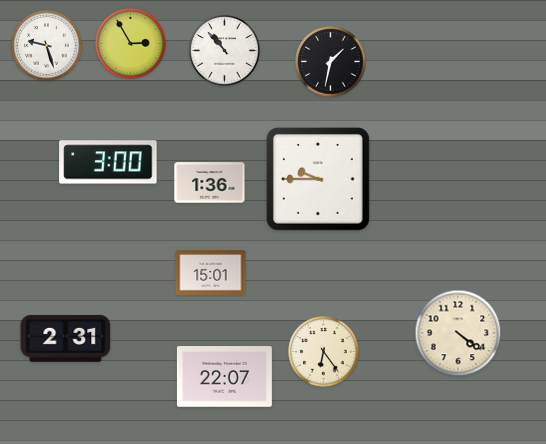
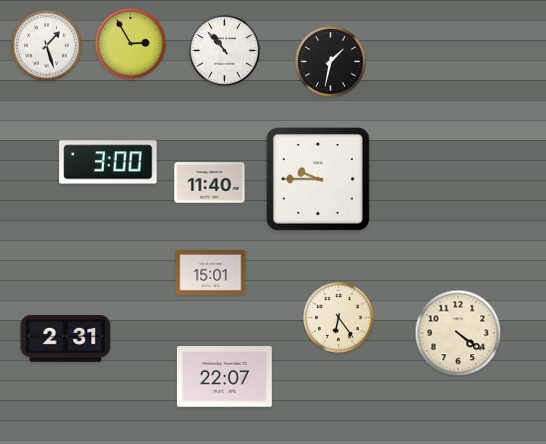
clock at (47, 46): 9:27 -> 1:27
clock at (210, 183): 1:36 -> 11:40
clock at (324, 352) position: (324, 352) -> (339, 318)
